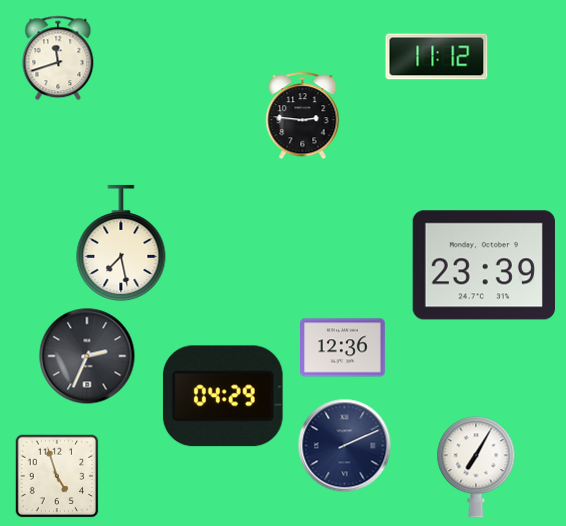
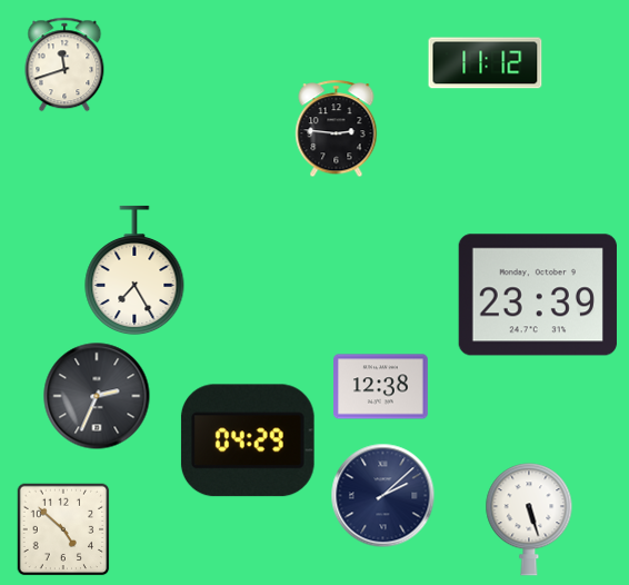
clock at (121, 243): 7:28 -> 7:25
clock at (343, 348): 12:36 -> 12:38
clock at (345, 446): 2:11 -> 2:08
clock at (476, 467): 7:05 -> 5:27
clock at (57, 476): 4:57 -> 4:52
